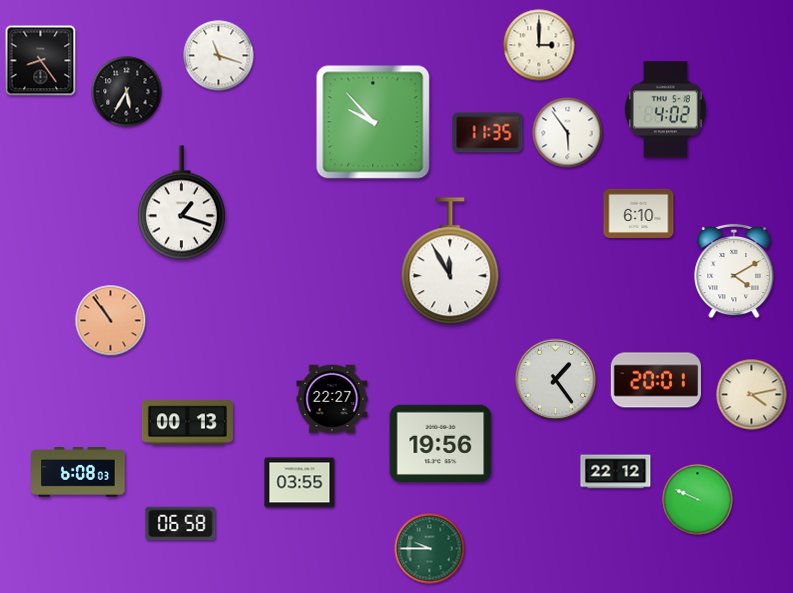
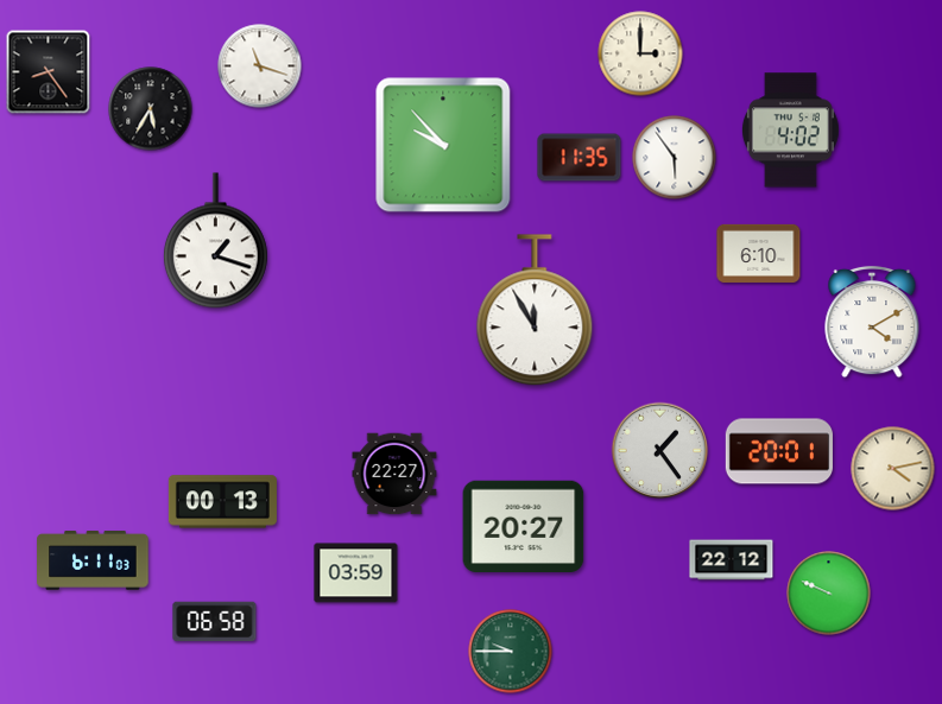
clock at (111, 321): 10:54 -> none
clock at (441, 443): 19:56 -> 20:27
clock at (78, 472): 6:08 -> 6:11
clock at (300, 483): 03:55 -> 03:59
